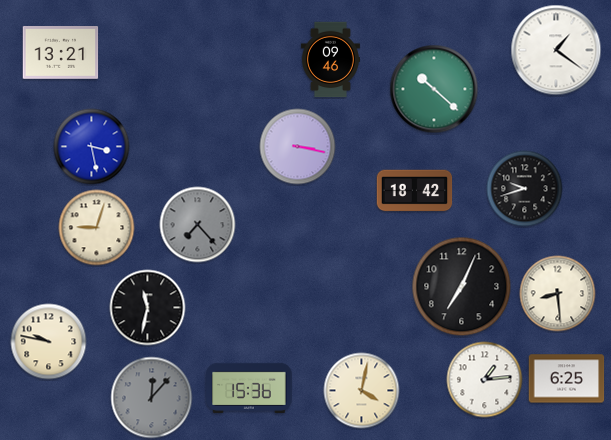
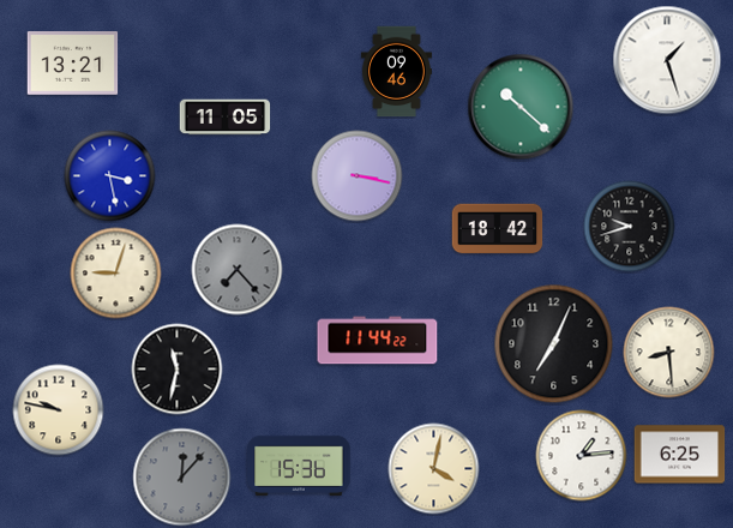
clock at (556, 50): 1:21 -> 1:27
clock at (226, 118): none -> 11:05
clock at (378, 341): none -> 11:44
